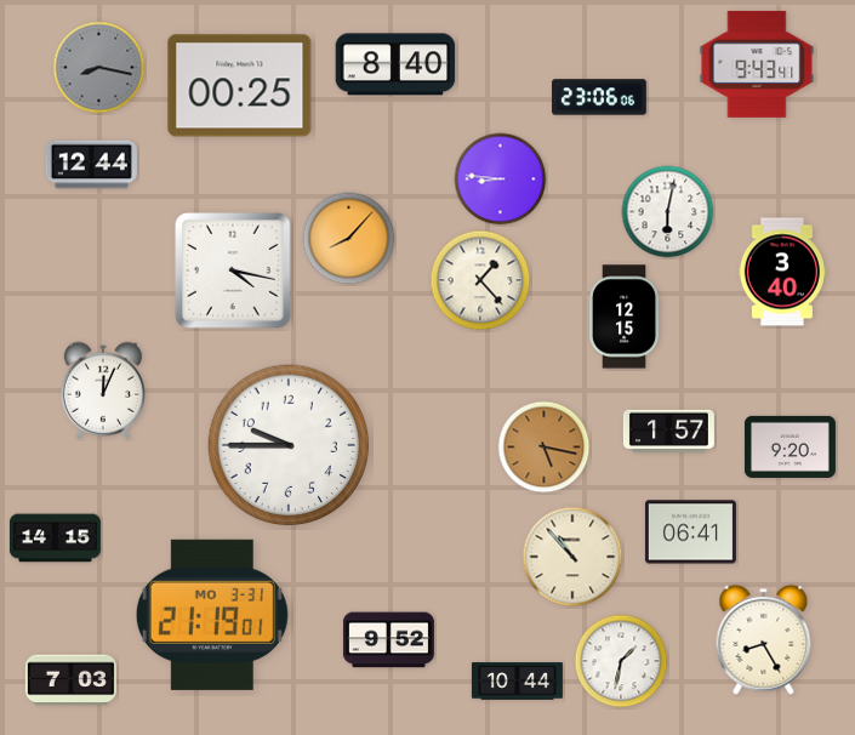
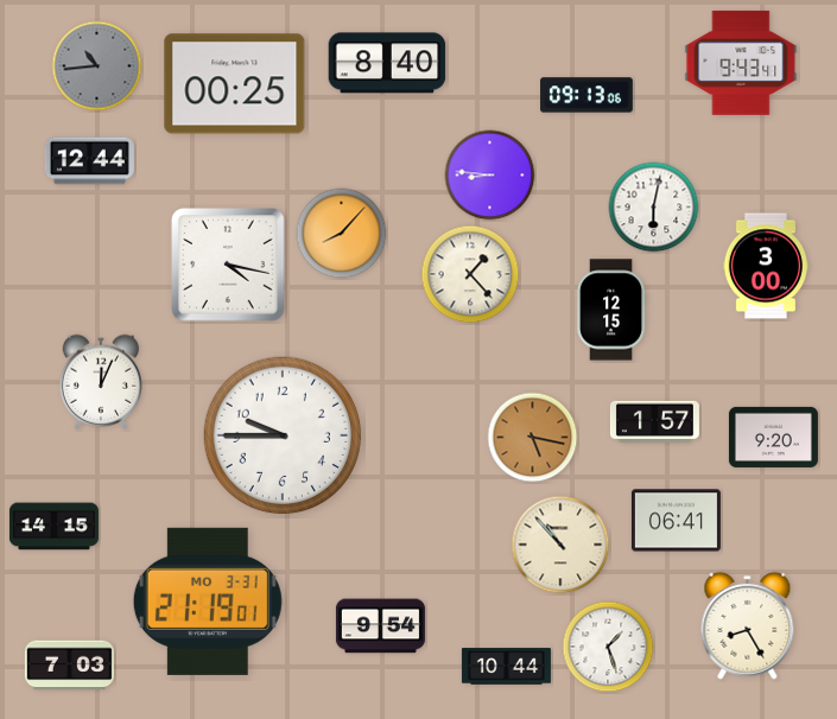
clock at (99, 68): 8:17 -> 10:44
clock at (599, 97): 23:06 -> 09:13
clock at (781, 272): 3:40 -> 3:00
clock at (388, 640): 9:52 -> 9:54
clock at (621, 661): 1:32 -> 1:27
